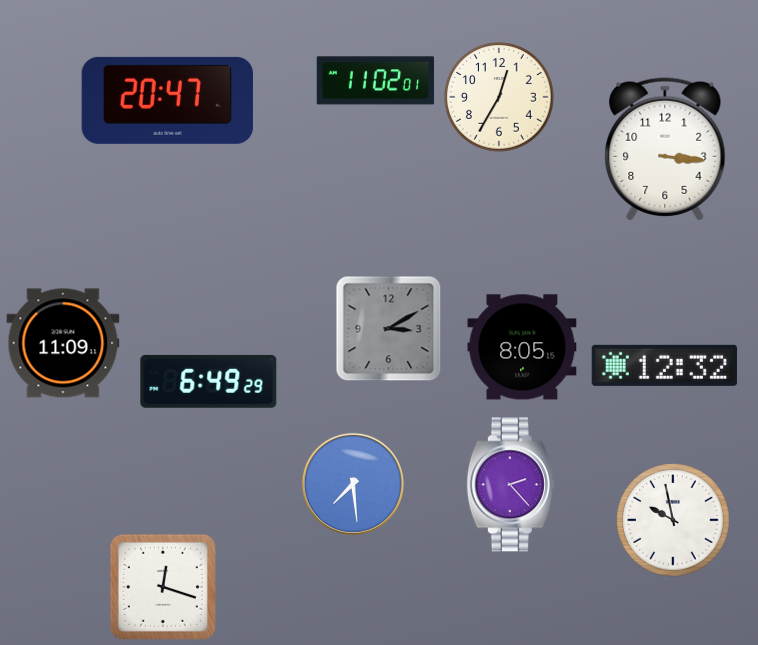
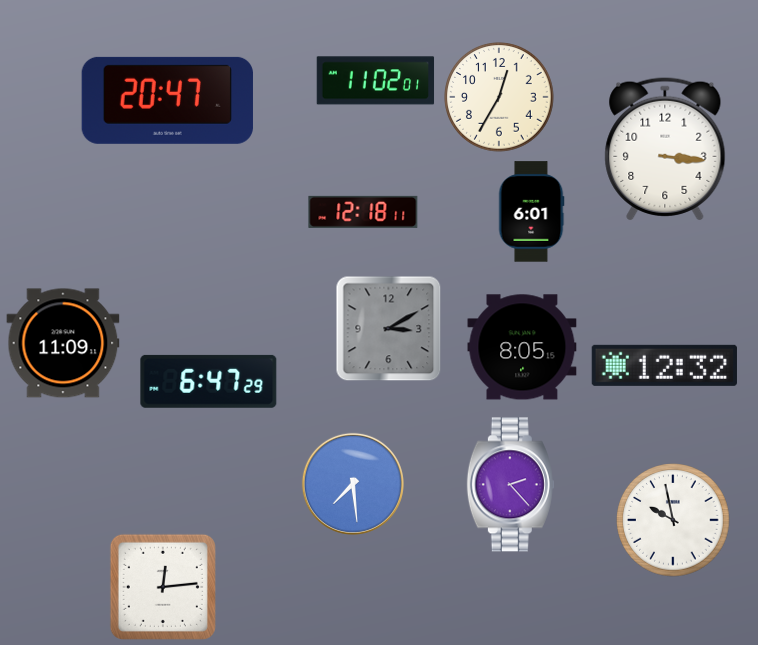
clock at (363, 212): none -> 12:18
clock at (531, 212): none -> 6:01
clock at (209, 381): 6:49 -> 6:47
clock at (163, 587): 12:18 -> 12:14
